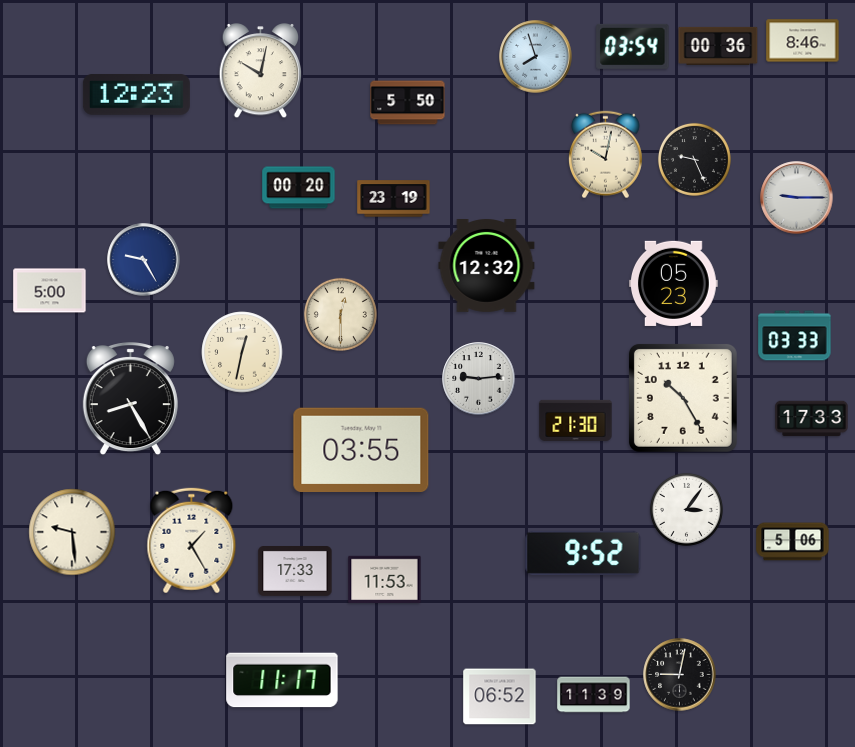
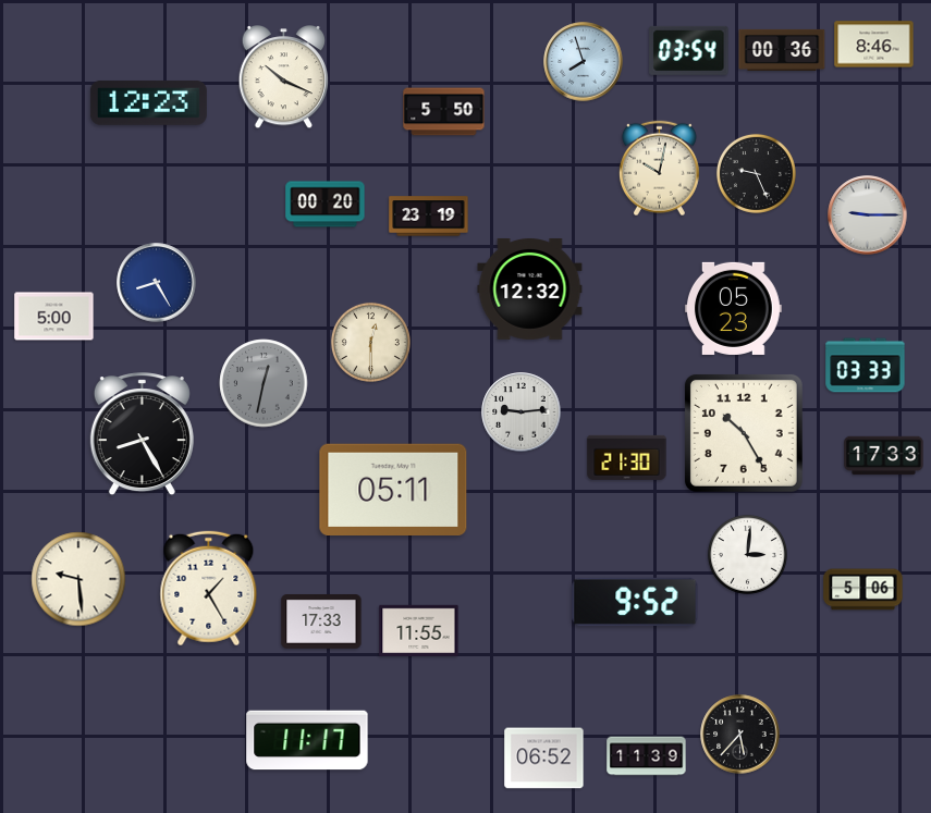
clock at (261, 72): 10:02 -> 10:19
clock at (144, 260): 9:25 -> 8:25
clock at (242, 352) dial: cream -> grey
clock at (361, 449): 03:55 -> 05:11
clock at (686, 509): 3:06 -> 3:01
clock at (385, 580): 11:53 -> 11:55
clock at (680, 675): 9:02 -> 5:37
